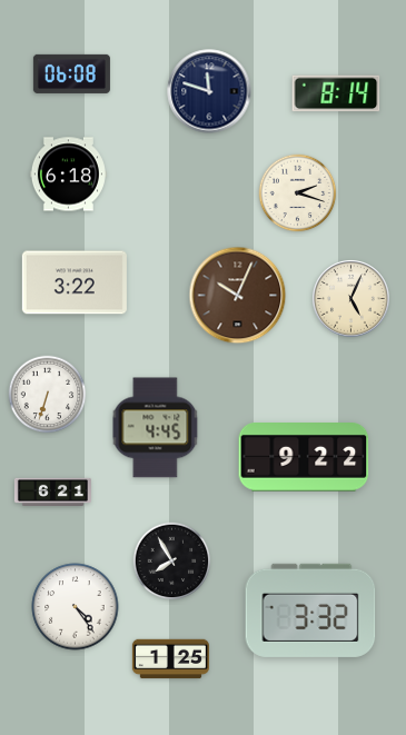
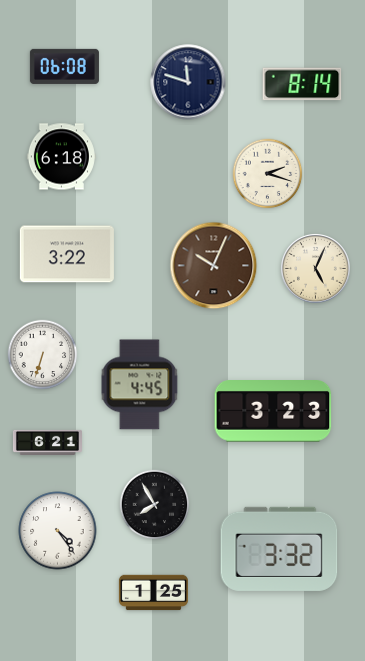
clock at (304, 458): 9:22 -> 3:23
clock at (76, 607) position: (76, 607) -> (58, 531)
